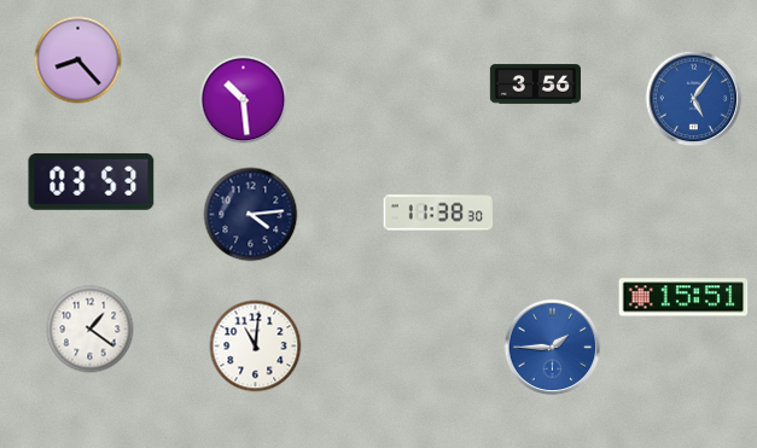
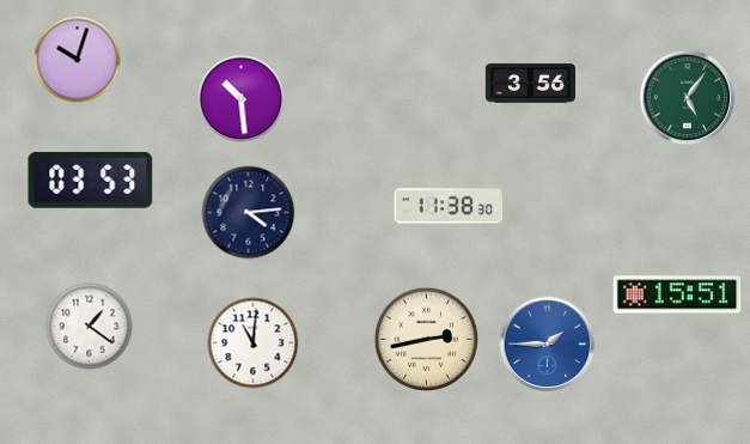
clock at (78, 60): 8:23 -> 10:03
clock at (694, 99) dial: blue -> green
clock at (438, 213) position: (438, 213) -> (449, 206)
clock at (426, 339): none -> 2:43
